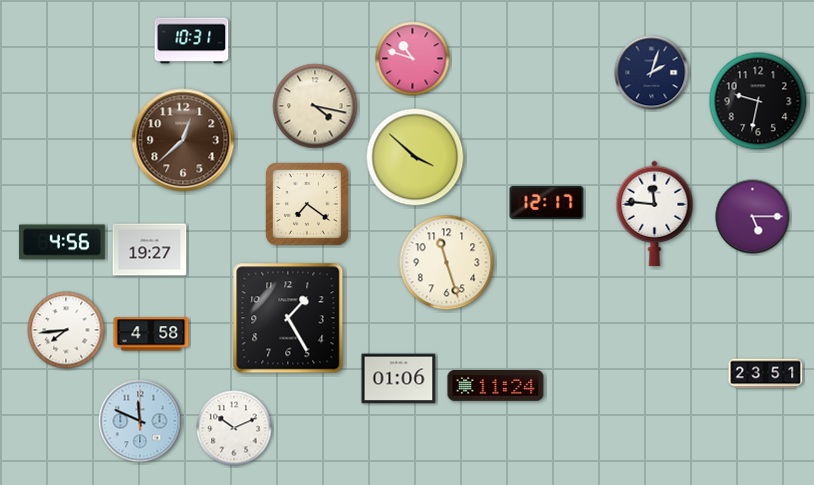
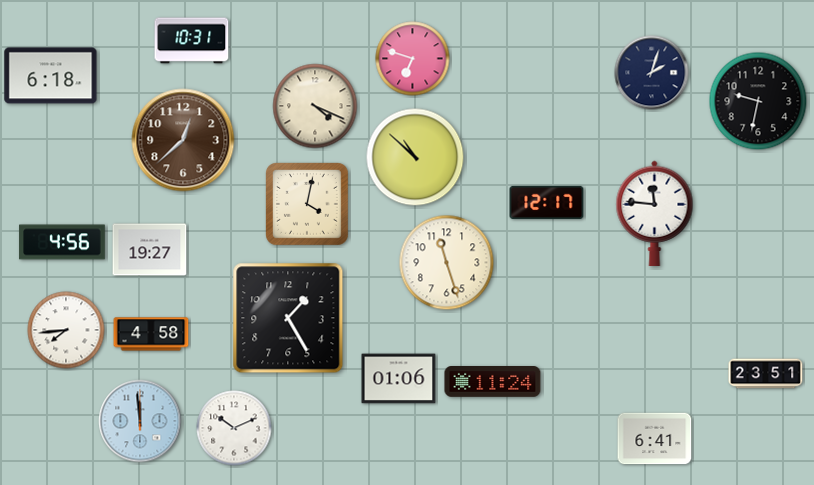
clock at (413, 59): 10:48 -> 6:48
clock at (51, 76): none -> 6:18
clock at (315, 106): 4:17 -> 4:19
clock at (415, 157): 3:52 -> 10:52
clock at (308, 205): 7:21 -> 4:02
clock at (753, 217): 5:15 -> none
clock at (496, 386) position: (496, 386) -> (493, 382)
clock at (140, 421): 11:49 -> 11:59
clock at (655, 439): none -> 6:41
